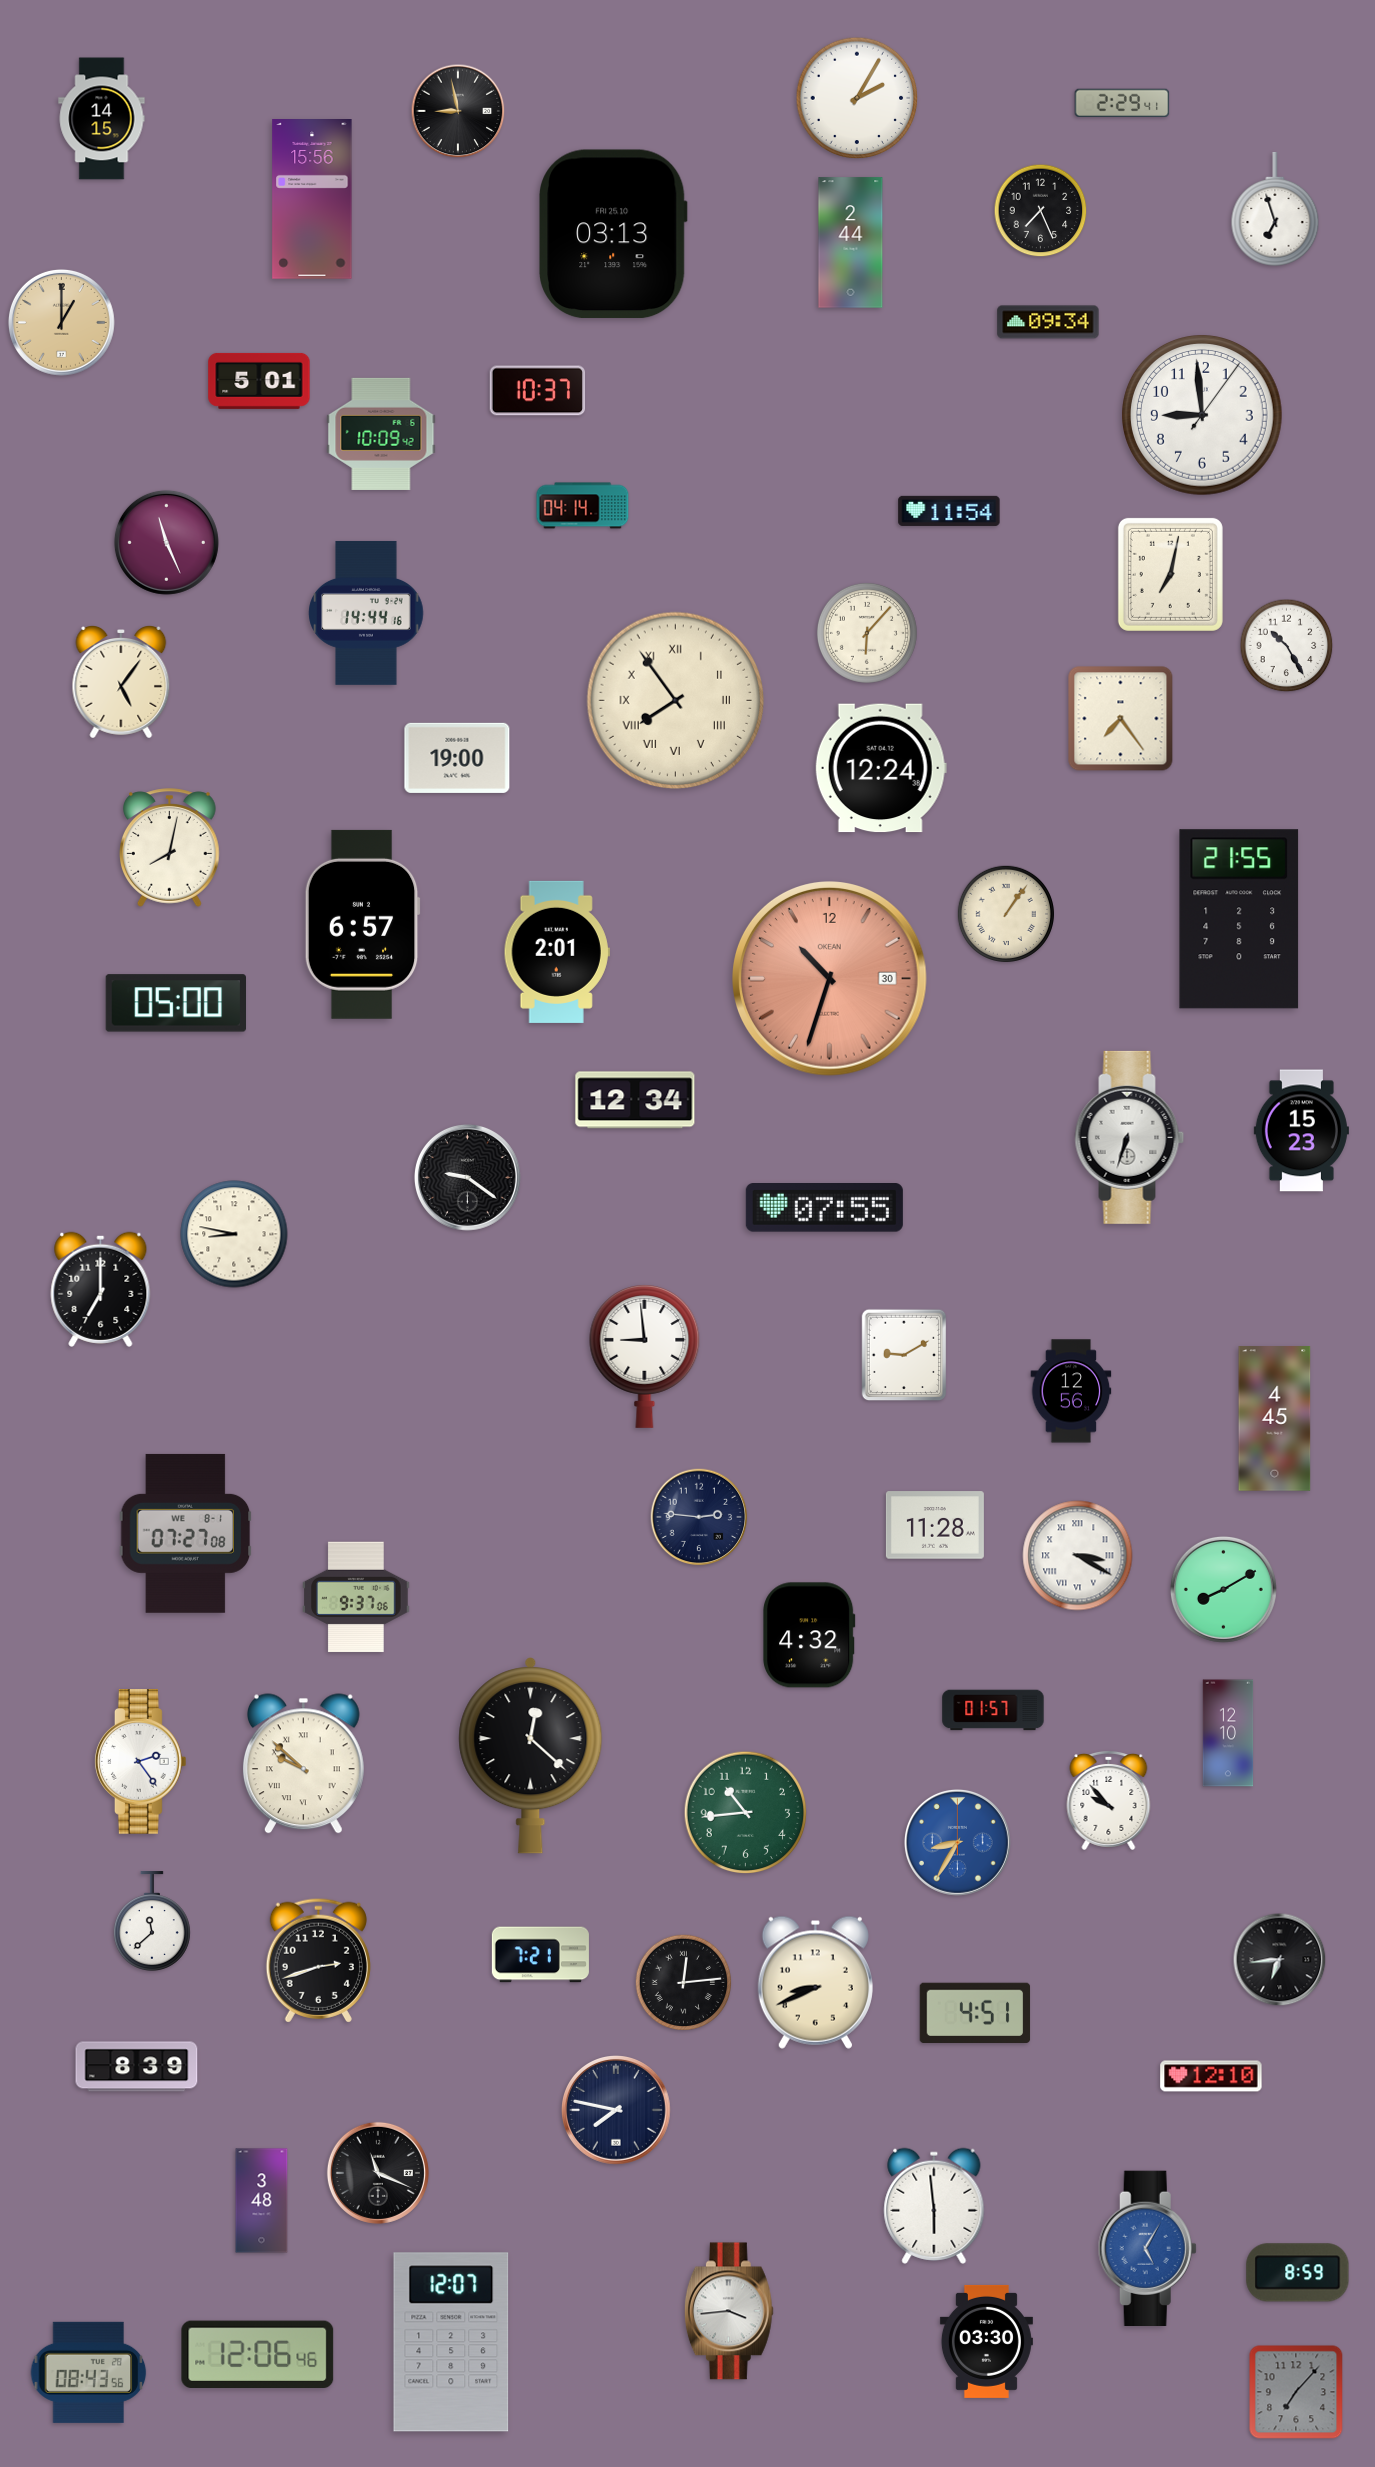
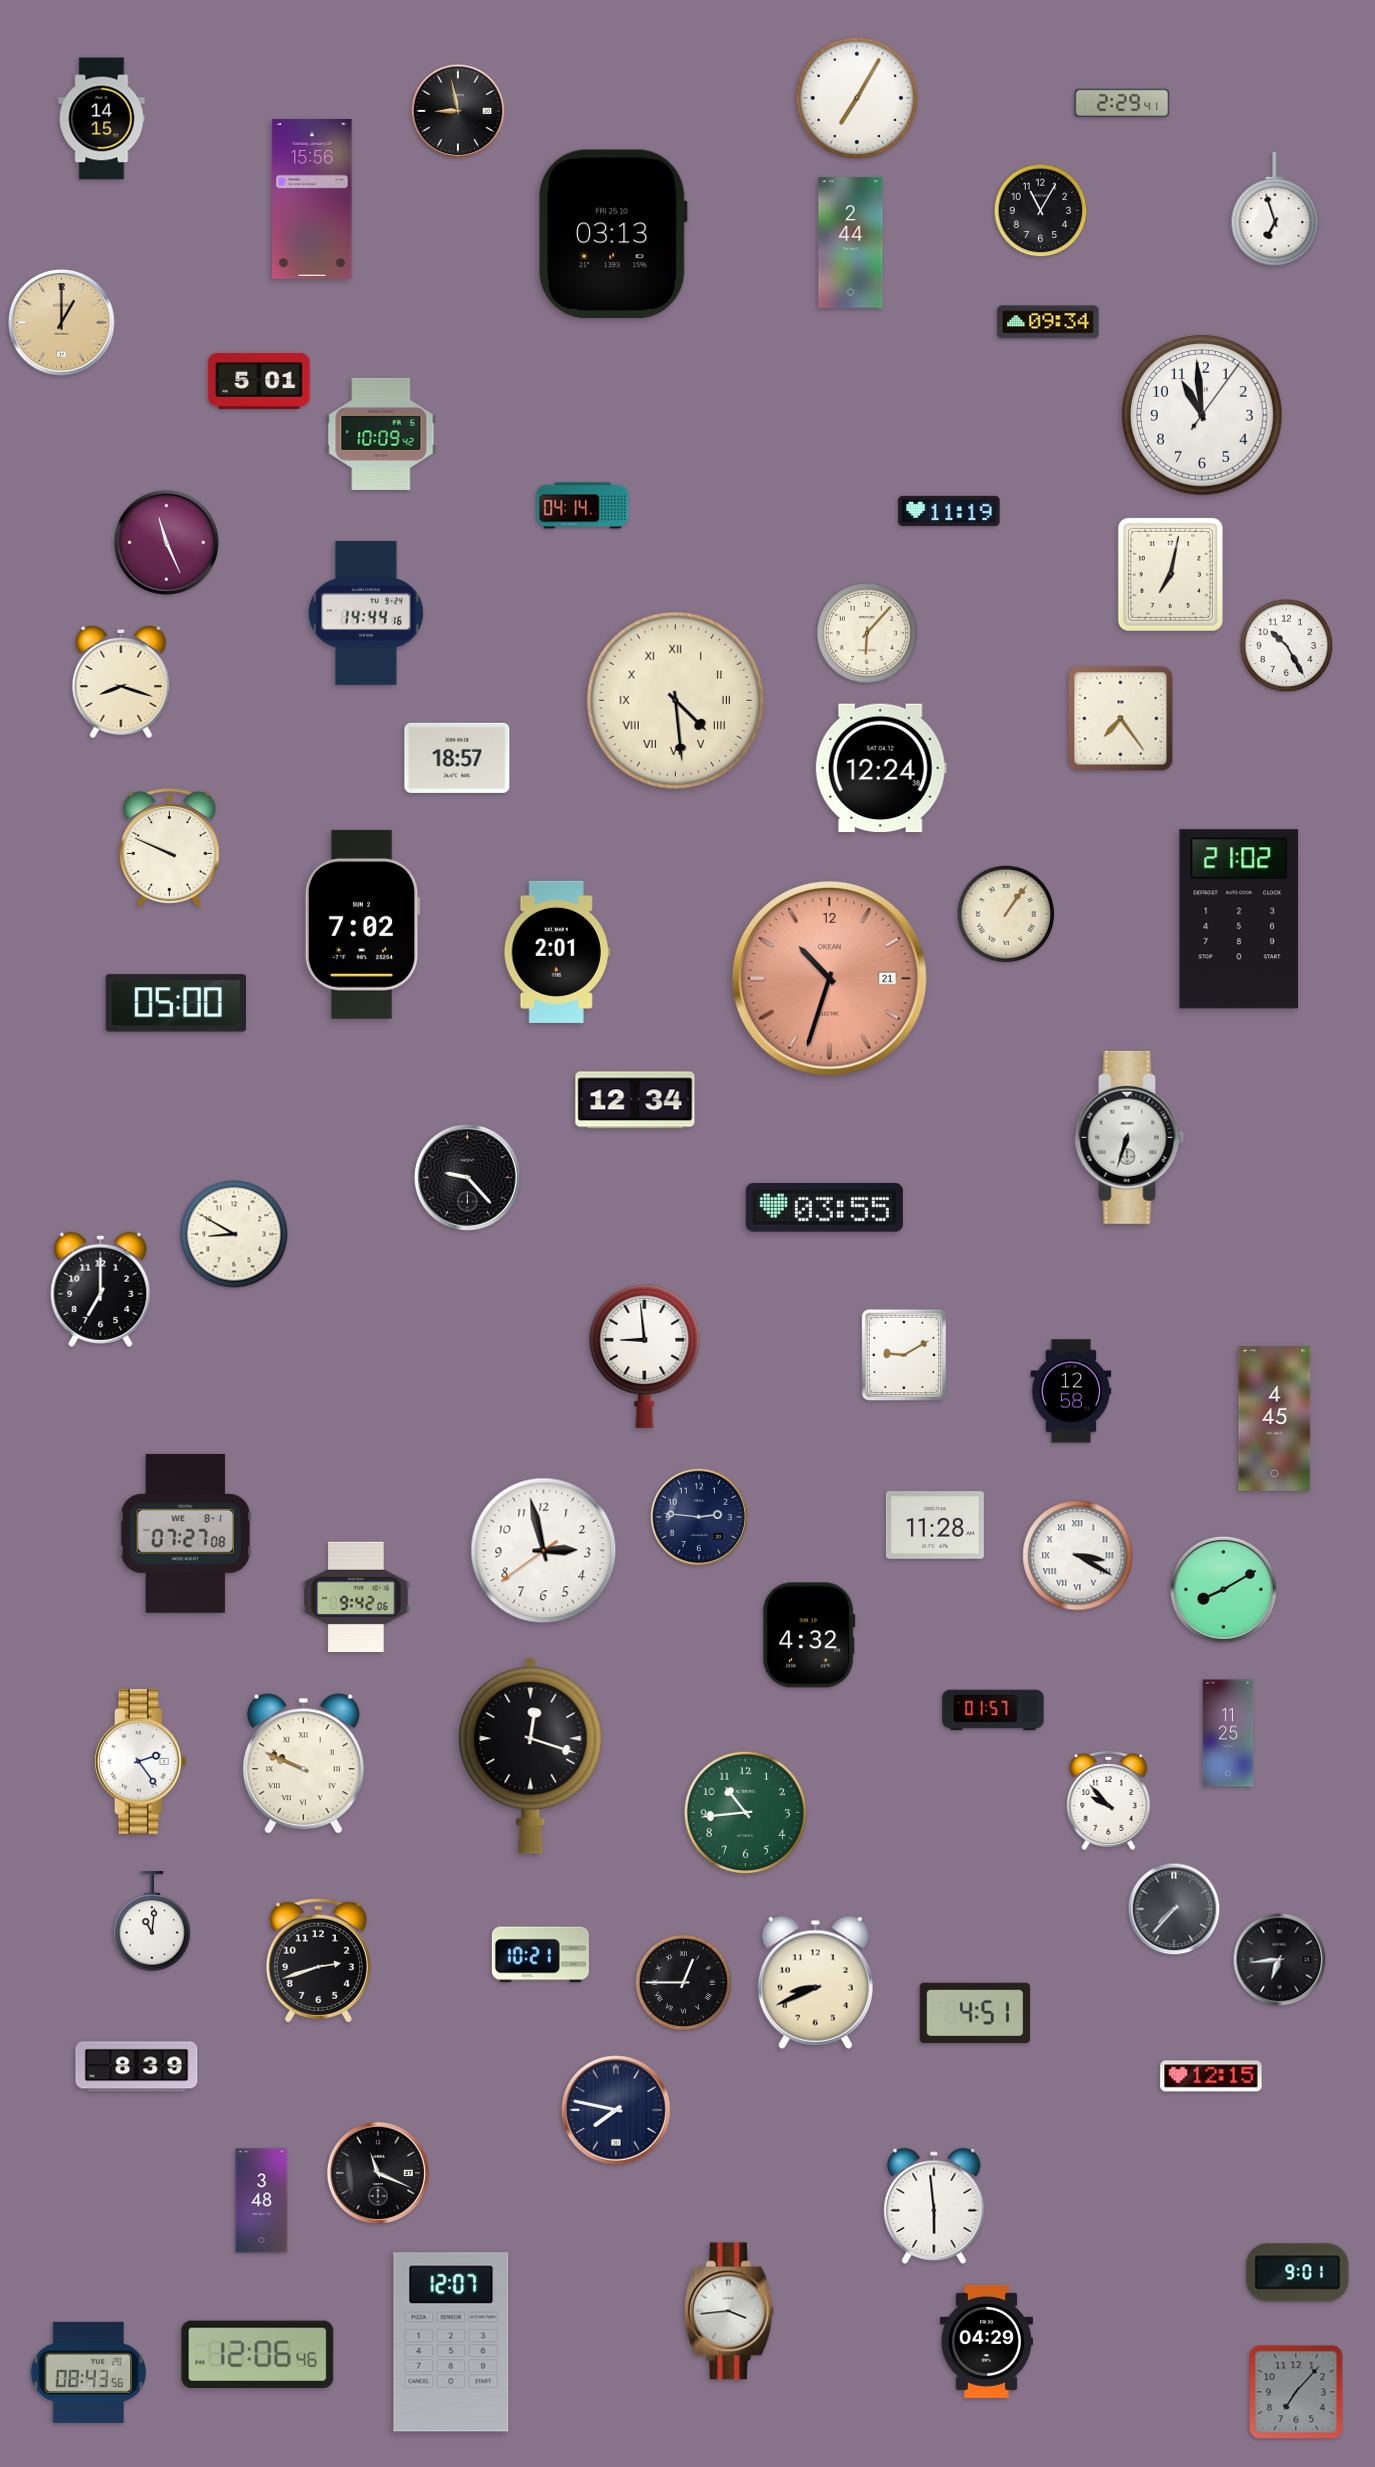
clock at (857, 98): 2:05 -> 7:05
clock at (1041, 211): 7:26 -> 11:05
clock at (538, 391): 10:37 -> none
clock at (1203, 416): 8:59 -> 10:59
clock at (949, 511): 11:54 -> 11:19
clock at (121, 683): 5:06 -> 8:18
clock at (676, 701): 7:54 -> 4:29
clock at (457, 758): 19:00 -> 18:57
clock at (170, 848): 8:02 -> 9:49
clock at (1239, 919): 21:55 -> 21:02
clock at (362, 924): 6:57 -> 7:02
clock at (830, 979) date: 30 -> 21
clock at (1301, 1131): 15:23 -> none
clock at (467, 1177): 9:21 -> 9:23
clock at (824, 1208): 07:55 -> 03:55
clock at (234, 1234): 8:47 -> 8:50
clock at (1071, 1391): 12:56 -> 12:58
clock at (544, 1551): none -> 2:57
clock at (356, 1597): 9:37 -> 9:42
clock at (1228, 1733): 12:10 -> 11:25
clock at (531, 1756): 12:22 -> 12:18
clock at (303, 1764): 9:52 -> 9:49
clock at (957, 1842): 8:35 -> none
clock at (1174, 1909): none -> 7:37
clock at (152, 1921): 11:38 -> 11:01
clock at (540, 1955): 7:21 -> 10:21
clock at (683, 1982): 12:14 -> 12:45
clock at (1211, 2076): 12:10 -> 12:15
clock at (1147, 2248): 5:05 -> none
clock at (1298, 2273): 8:59 -> 9:01
clock at (986, 2341): 03:30 -> 04:29
